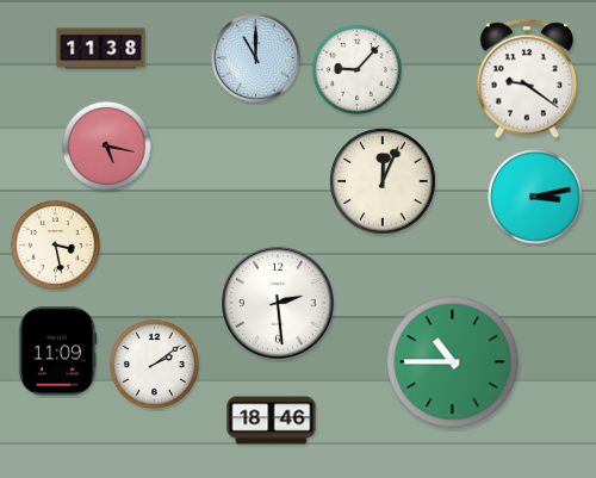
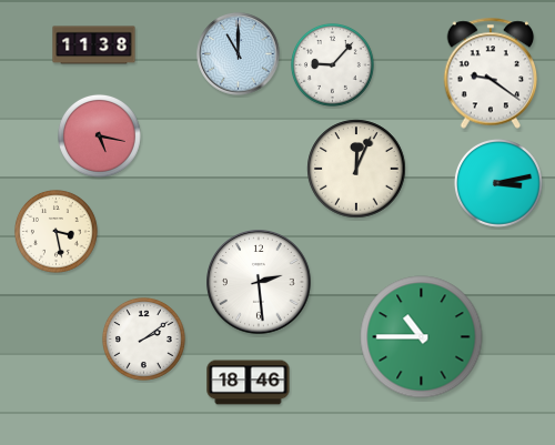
clock at (55, 244) position: (55, 244) -> (56, 231)
clock at (57, 352): 11:09 -> none
clock at (272, 421) position: (272, 421) -> (249, 383)
